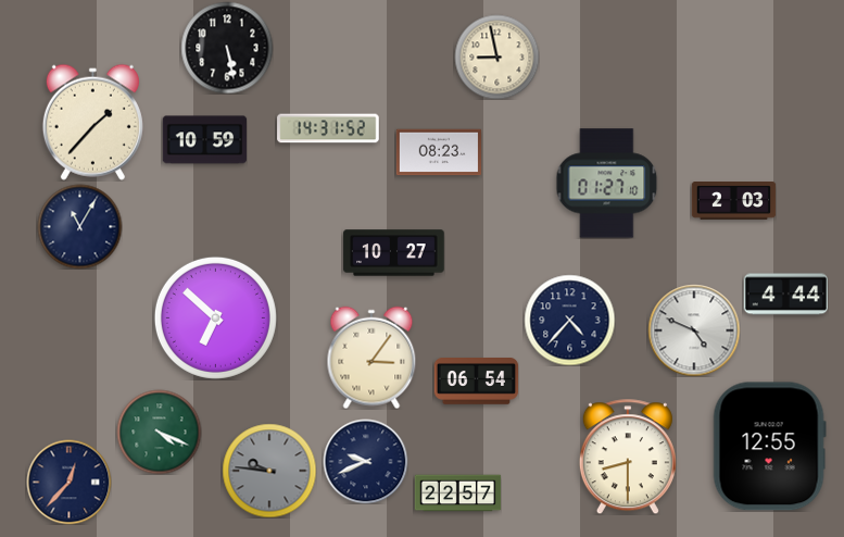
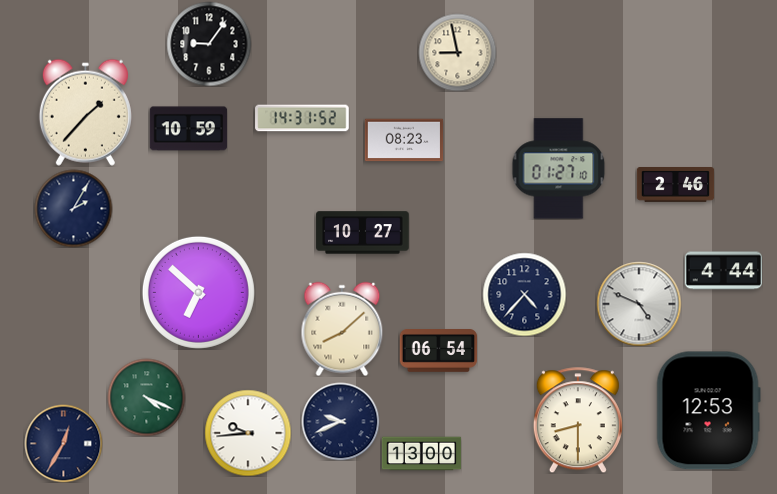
clock at (227, 48): 5:28 -> 9:06
clock at (733, 201): 2:03 -> 2:46
clock at (79, 226): 11:05 -> 2:05
clock at (371, 358): 3:06 -> 8:08
clock at (769, 447): 12:55 -> 12:53
clock at (365, 461) position: (365, 461) -> (340, 421)
clock at (269, 471): 9:46 -> 9:44
clock at (269, 471) dial: grey -> white
clock at (68, 482): 12:37 -> 12:35
clock at (457, 494): 22:57 -> 13:00
